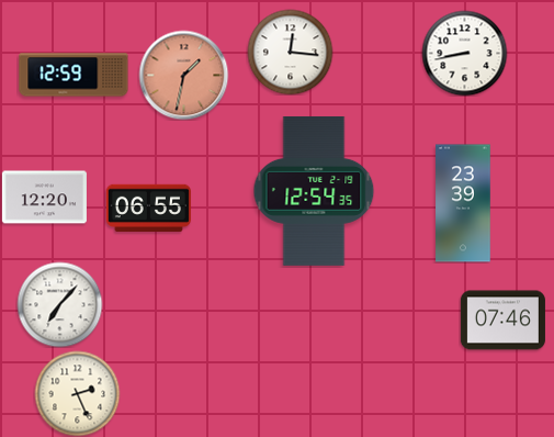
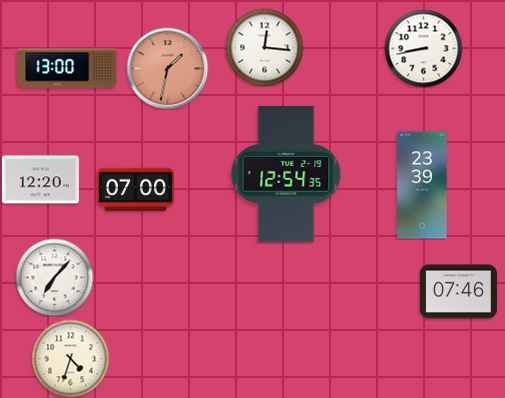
clock at (74, 75): 12:59 -> 13:00
clock at (148, 209): 06:55 -> 07:00
clock at (77, 393): 2:26 -> 4:33
